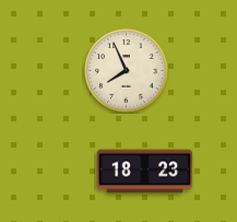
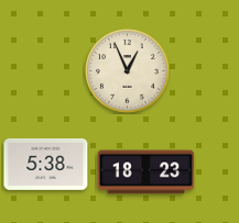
clock at (127, 71): 7:56 -> 12:56
clock at (46, 164): none -> 5:38
